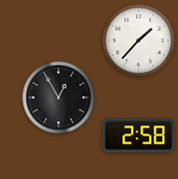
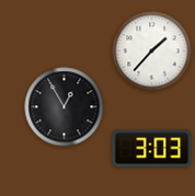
clock at (139, 41) position: (139, 41) -> (152, 51)
clock at (139, 136): 2:58 -> 3:03
